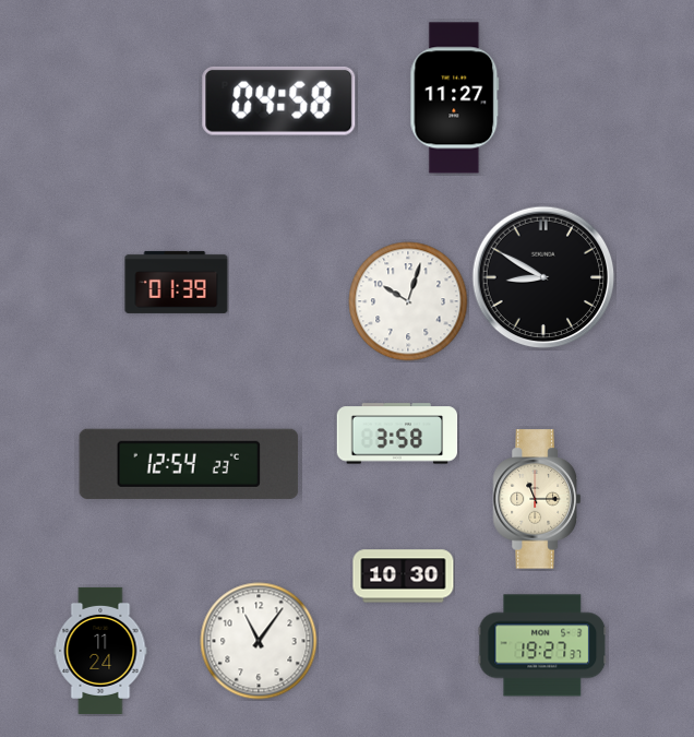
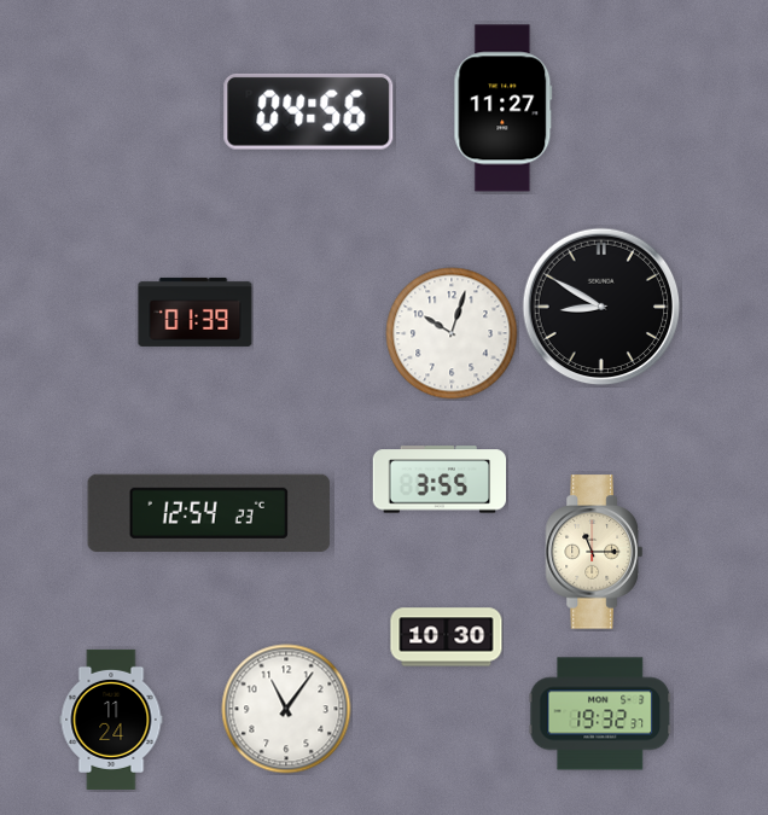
clock at (279, 100): 04:58 -> 04:56
clock at (397, 433): 3:58 -> 3:55
clock at (542, 645): 19:27 -> 19:32
